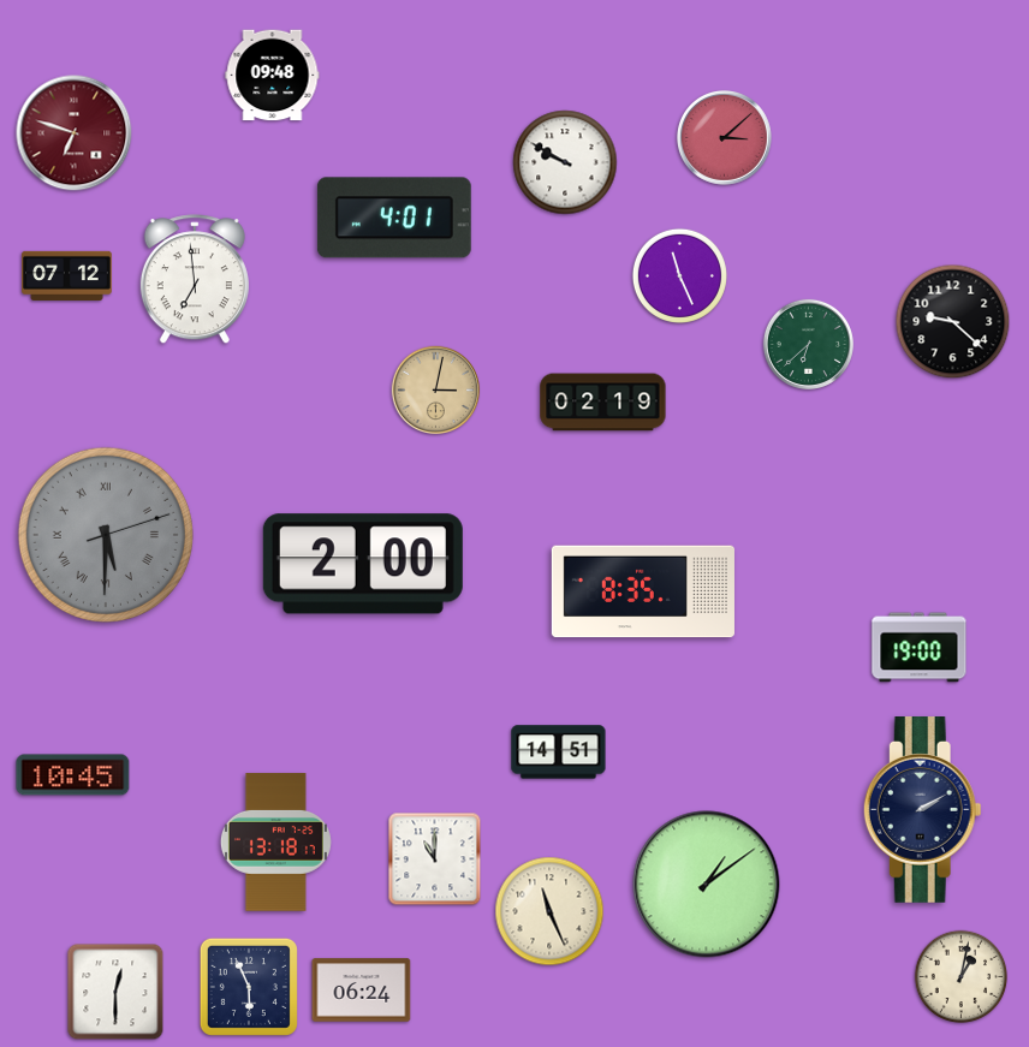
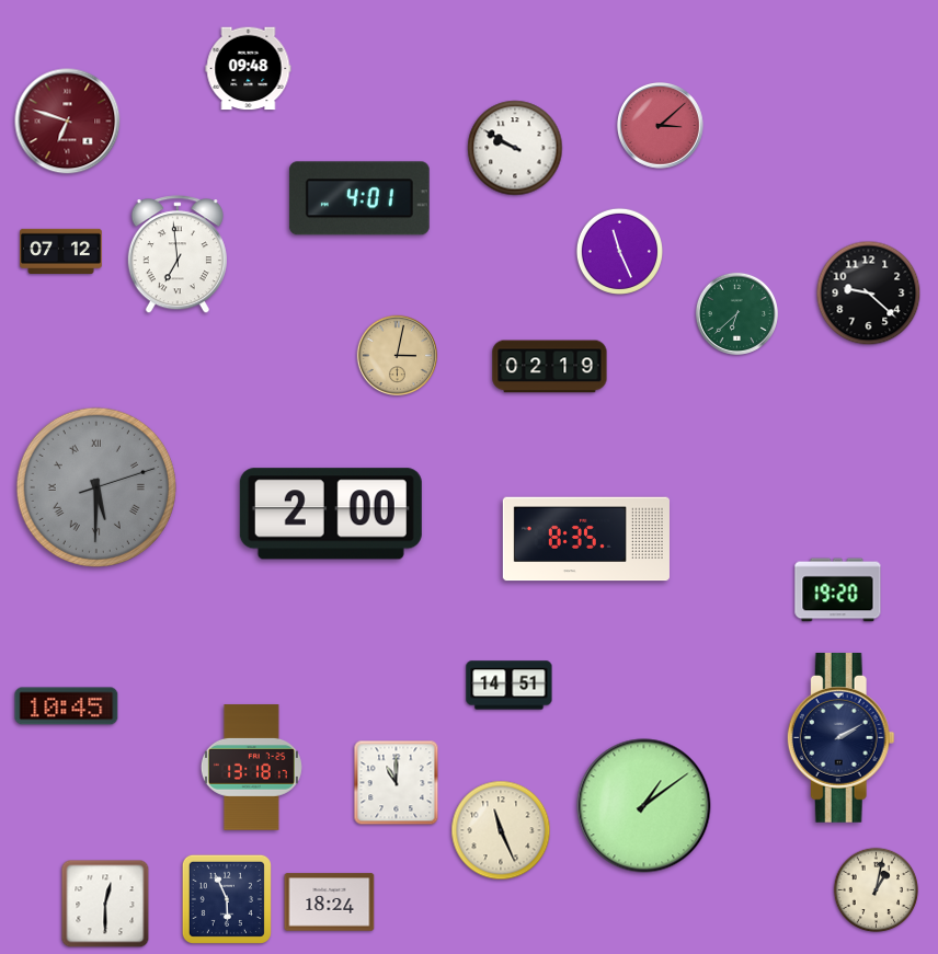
clock at (920, 648): 19:00 -> 19:20
clock at (362, 991): 06:24 -> 18:24
